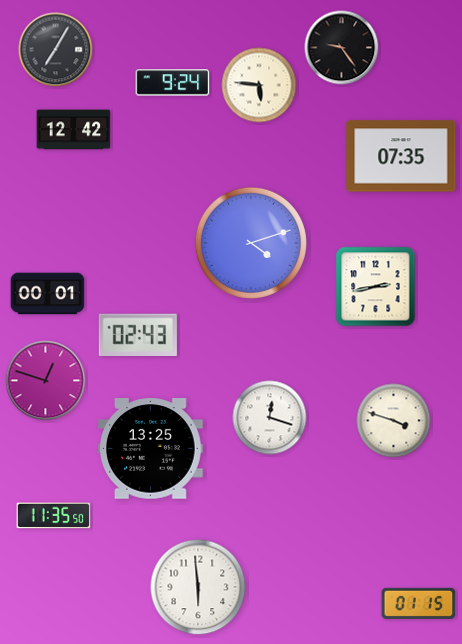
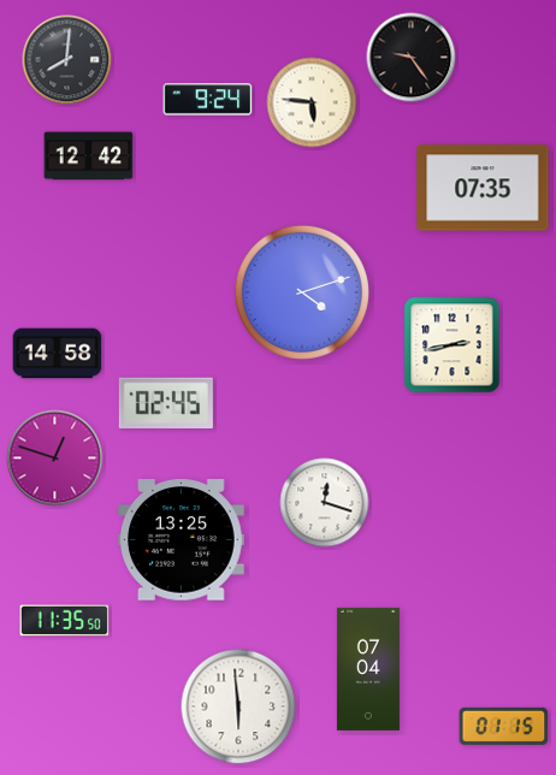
clock at (56, 50): 7:05 -> 8:01
clock at (48, 294): 00:01 -> 14:58
clock at (138, 334): 02:43 -> 02:45
clock at (394, 421): 3:48 -> none
clock at (368, 669): none -> 07:04
